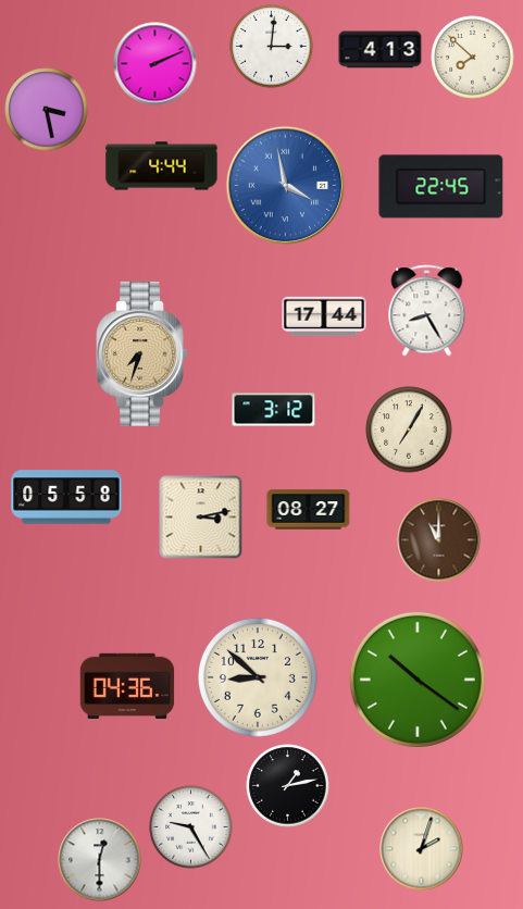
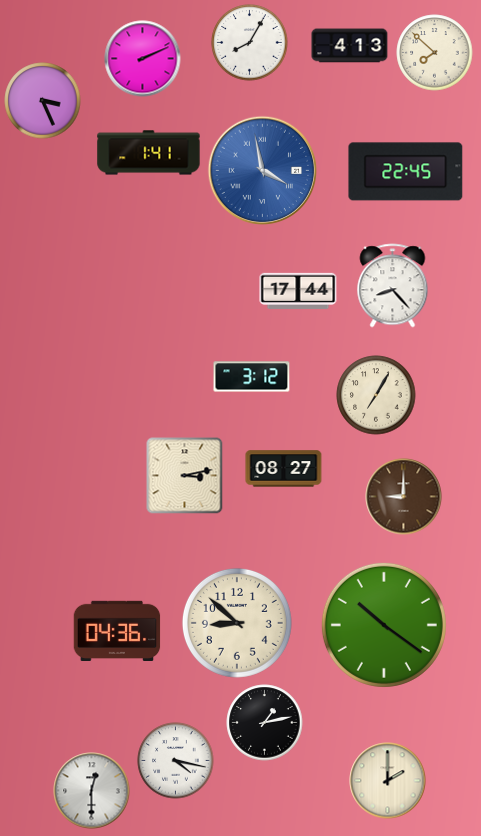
clock at (272, 47): 3:01 -> 8:05
clock at (47, 110): 3:28 -> 3:26
clock at (162, 166): 4:44 -> 1:41
clock at (427, 311): 8:25 -> 8:23
clock at (142, 353): 7:33 -> none
clock at (66, 497): 05:58 -> none
clock at (439, 540): 11:00 -> 9:00
clock at (191, 827): 9:25 -> 4:17
clock at (422, 849): 2:03 -> 2:00
